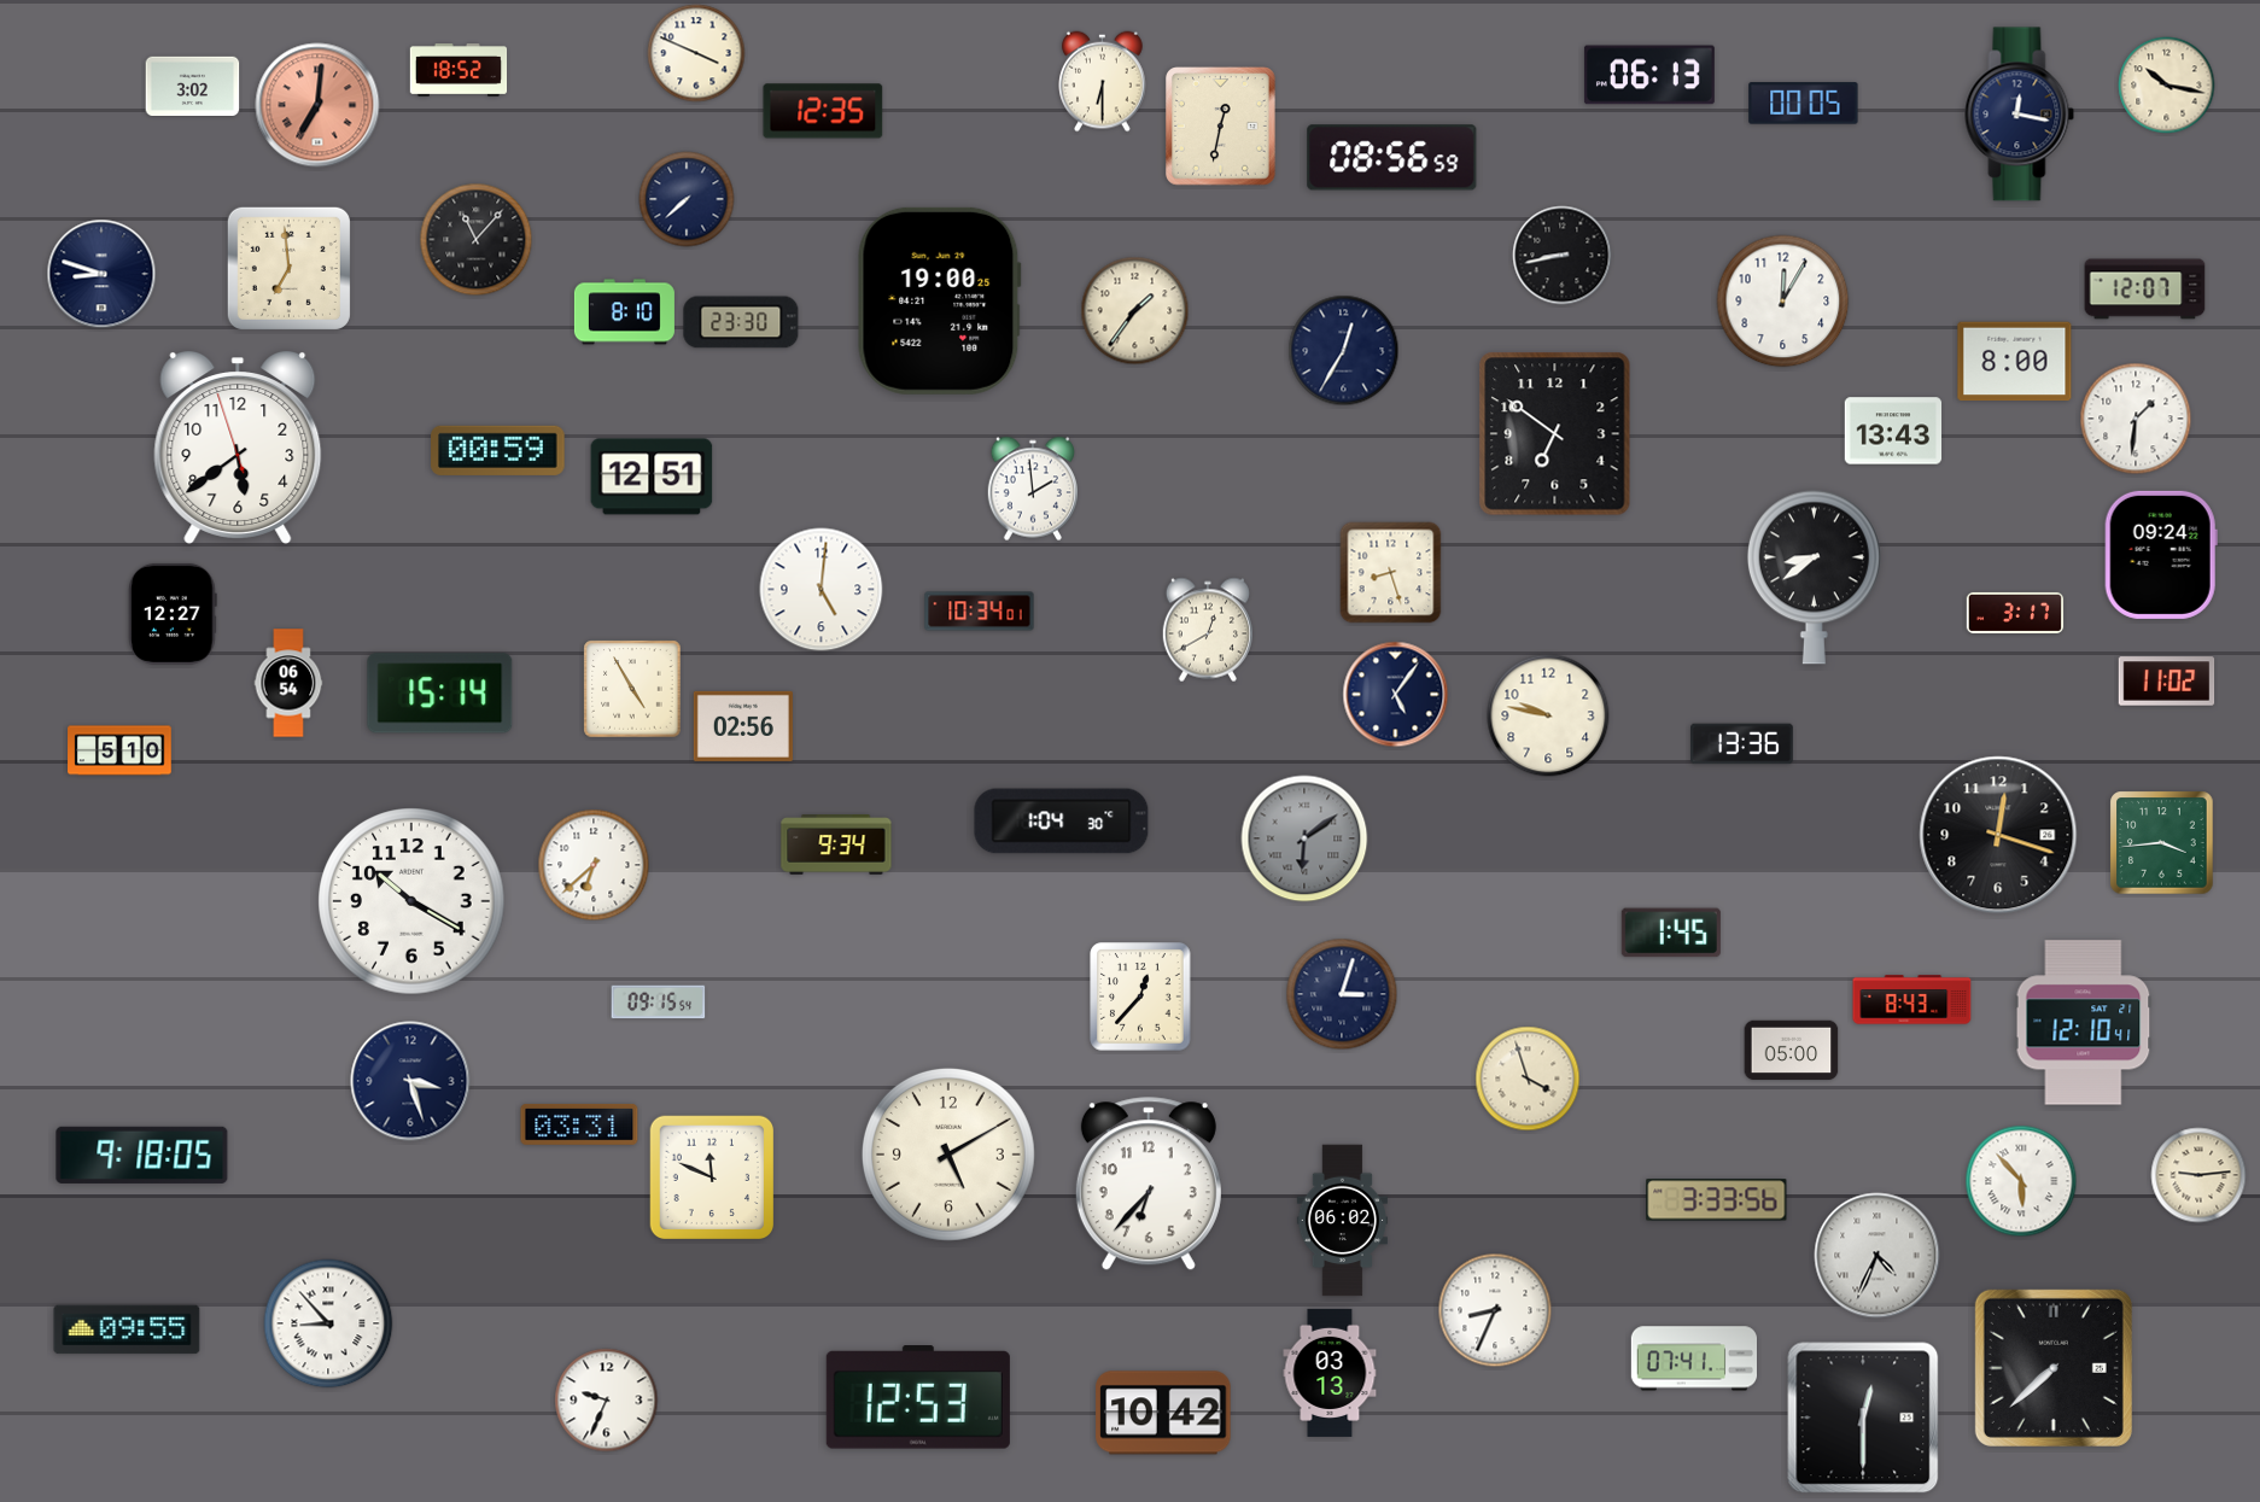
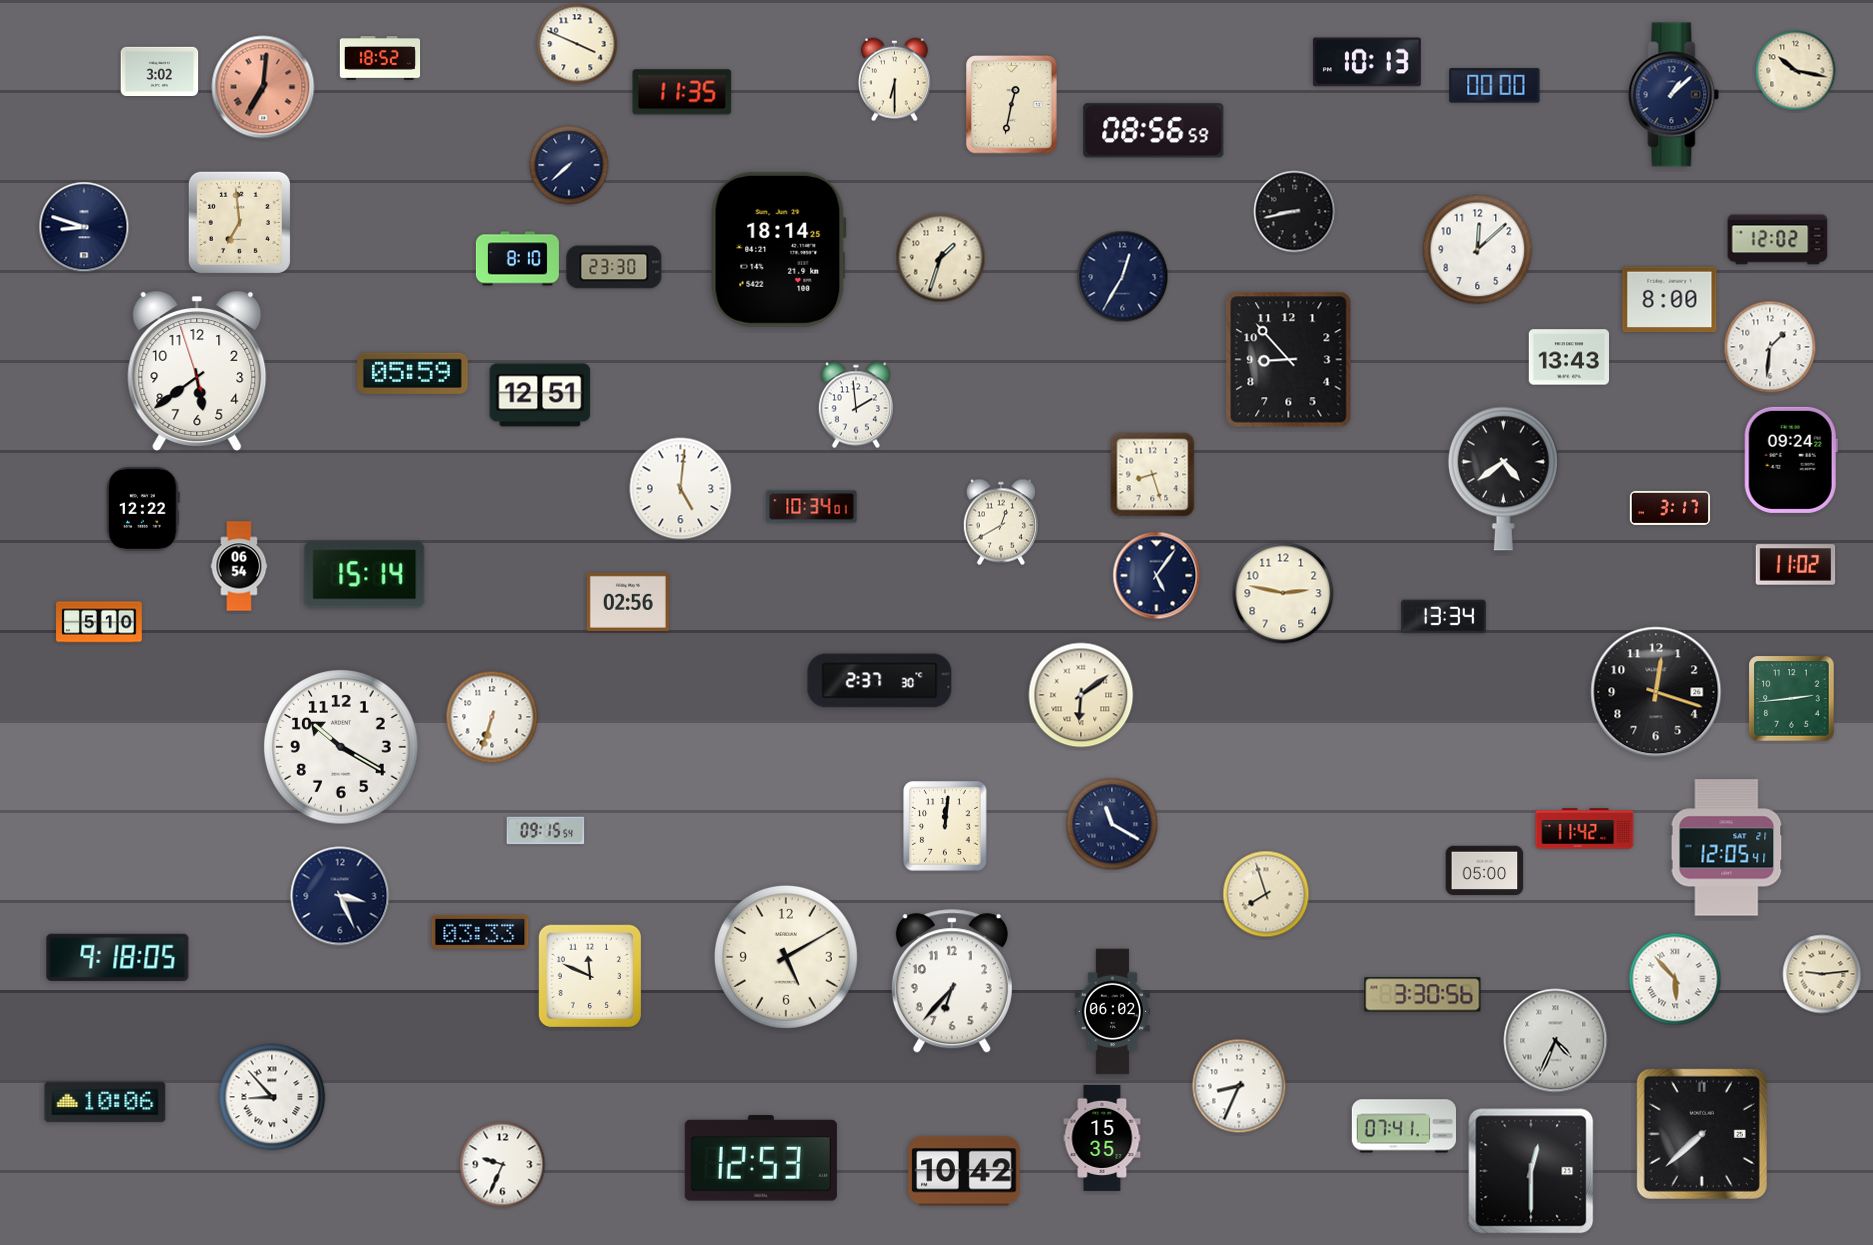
clock at (1649, 75): 06:13 -> 10:13
clock at (1103, 82) position: (1103, 82) -> (895, 80)
clock at (1804, 104): 00:05 -> 00:00
clock at (823, 111): 12:35 -> 11:35
clock at (2020, 115): 12:17 -> 1:08
clock at (477, 240): 11:07 -> none
clock at (2145, 290): 12:07 -> 12:02
clock at (939, 300): 19:00 -> 18:14
clock at (1783, 302): 12:05 -> 12:08
clock at (1135, 311): 1:36 -> 1:33
clock at (1344, 351) position: (1344, 351) -> (1123, 277)
clock at (1555, 434): 6:51 -> 8:53
clock at (498, 450): 00:59 -> 05:59
clock at (1814, 577): 8:39 -> 4:39
clock at (174, 614): 12:27 -> 12:22
clock at (632, 689): 4:55 -> none
clock at (1548, 715): 9:47 -> 2:47
clock at (743, 726) position: (743, 726) -> (628, 602)
clock at (1742, 744): 13:36 -> 13:34
clock at (1062, 822): 1:04 -> 2:37
clock at (1304, 838) dial: grey -> cream
clock at (2162, 843): 3:44 -> 2:44
clock at (836, 844): 9:34 -> none
clock at (594, 865): 6:38 -> 6:33
clock at (1671, 933): 1:45 -> none
clock at (1342, 994): 3:03 -> 11:20
clock at (1140, 997): 12:37 -> 12:01
clock at (1912, 1000): 8:43 -> 11:42
clock at (2084, 1023): 12:10 -> 12:05
clock at (1528, 1079): 3:57 -> 7:57
clock at (410, 1081): 3:27 -> 3:26
clock at (579, 1124): 03:31 -> 03:33
clock at (1717, 1200): 3:33 -> 3:30
clock at (127, 1329): 09:55 -> 10:06
clock at (1330, 1373): 03:13 -> 15:35
clock at (607, 1401) position: (607, 1401) -> (503, 1165)
clock at (1863, 1418) position: (1863, 1418) -> (1531, 1171)
